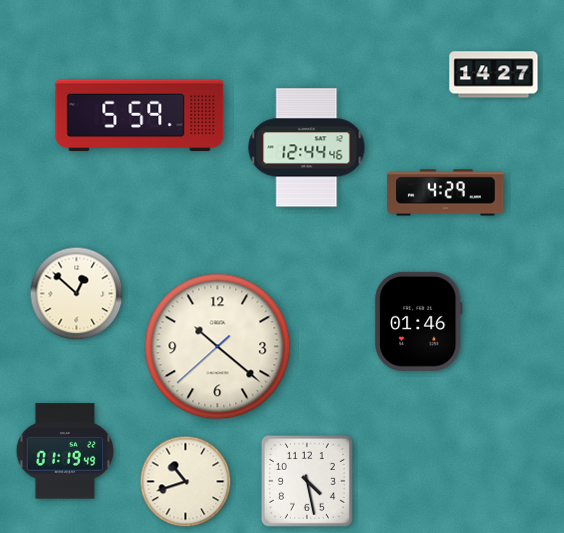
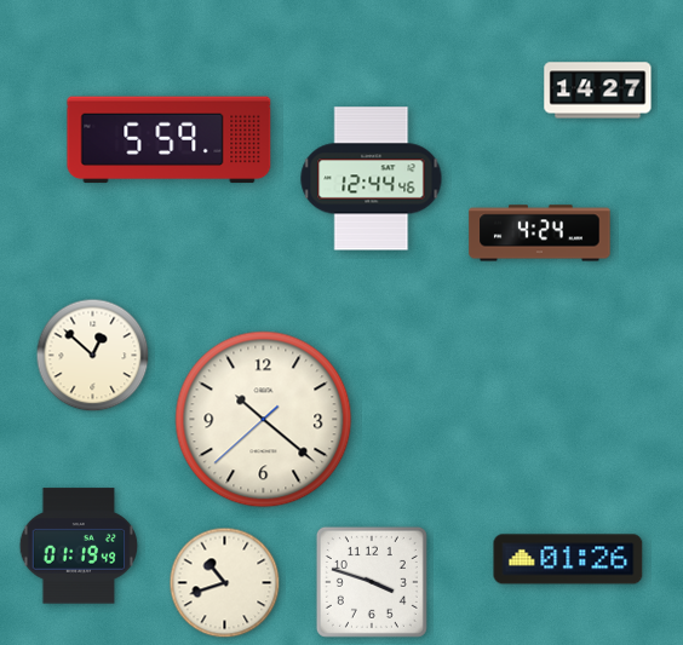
clock at (446, 193): 4:29 -> 4:24
clock at (418, 321): 01:46 -> none
clock at (568, 559): none -> 01:26
clock at (307, 481): 4:28 -> 3:48
